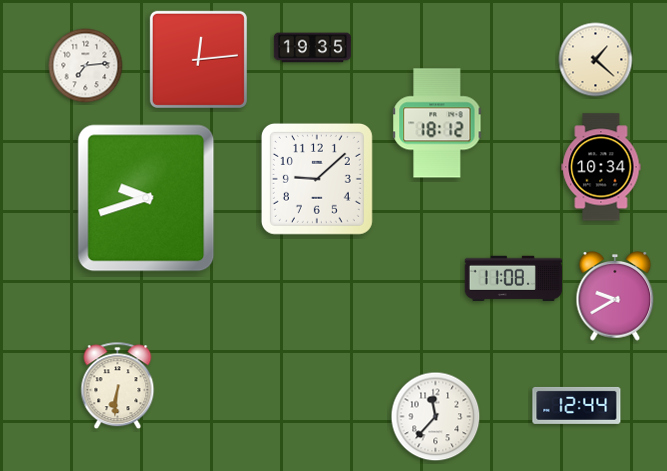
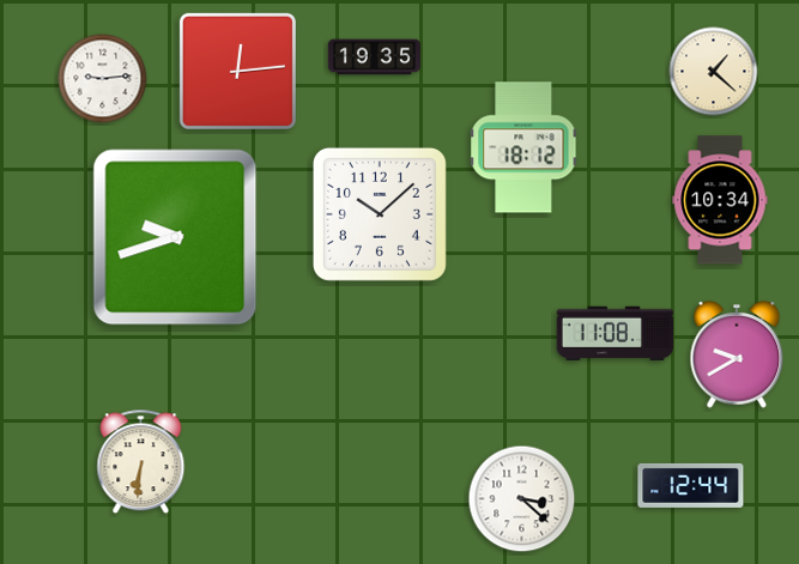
clock at (86, 66): 7:14 -> 9:14
clock at (317, 179): 9:08 -> 10:08
clock at (436, 417): 11:37 -> 3:22
